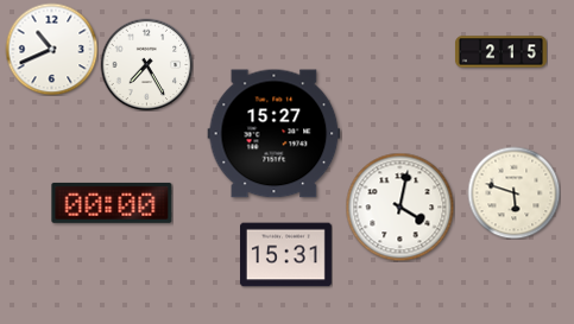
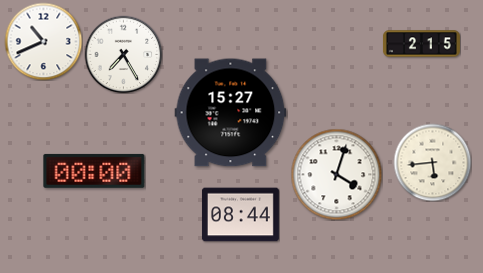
clock at (513, 192): 5:48 -> 5:44
clock at (399, 207): 4:02 -> 4:03
clock at (285, 255): 15:31 -> 08:44
